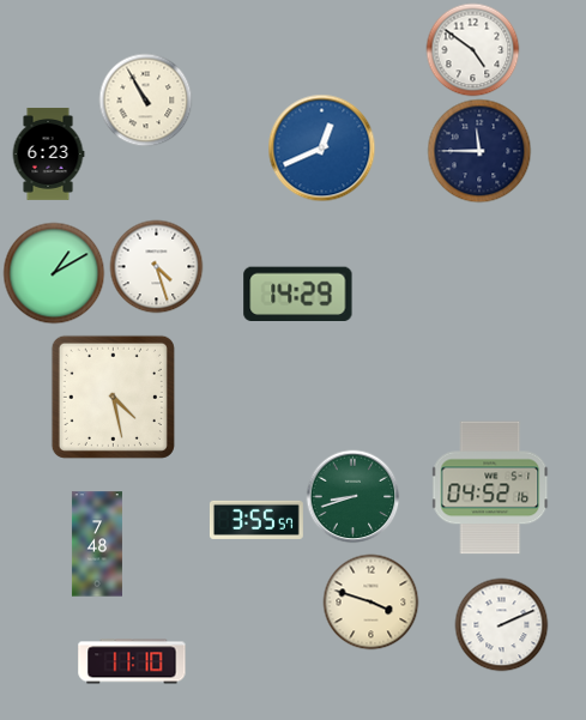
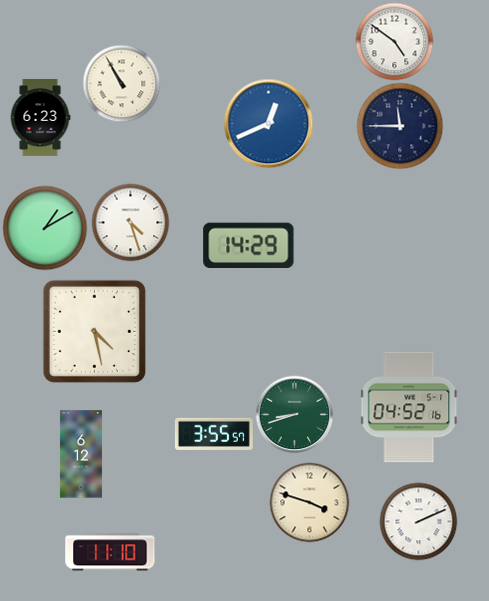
clock at (48, 153) position: (48, 153) -> (40, 117)
clock at (97, 544): 7:48 -> 6:12
